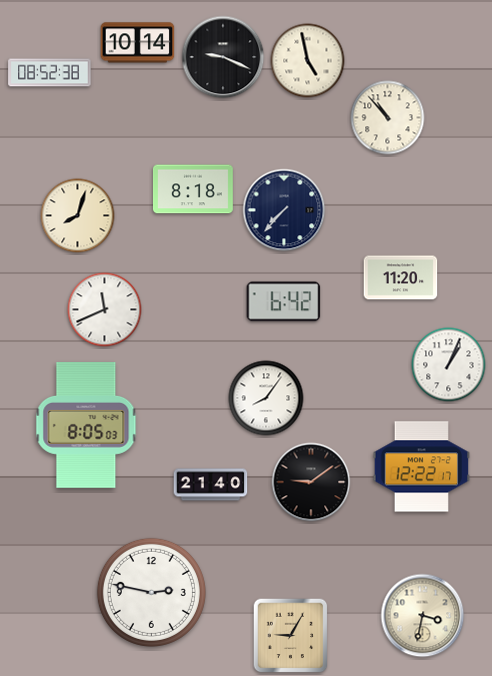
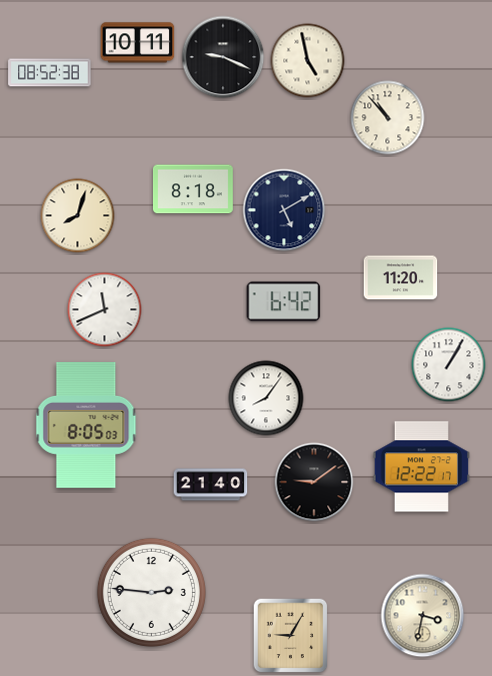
clock at (138, 43): 10:14 -> 10:11
clock at (284, 210): 7:37 -> 5:10
clock at (449, 365): 1:04 -> 1:05
clock at (311, 482) position: (311, 482) -> (314, 482)
clock at (151, 592): 2:47 -> 2:46
